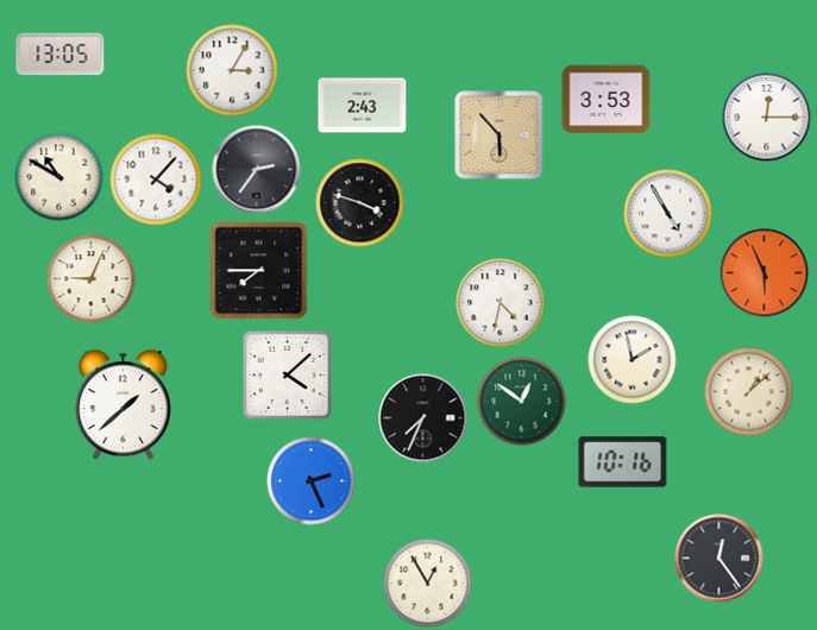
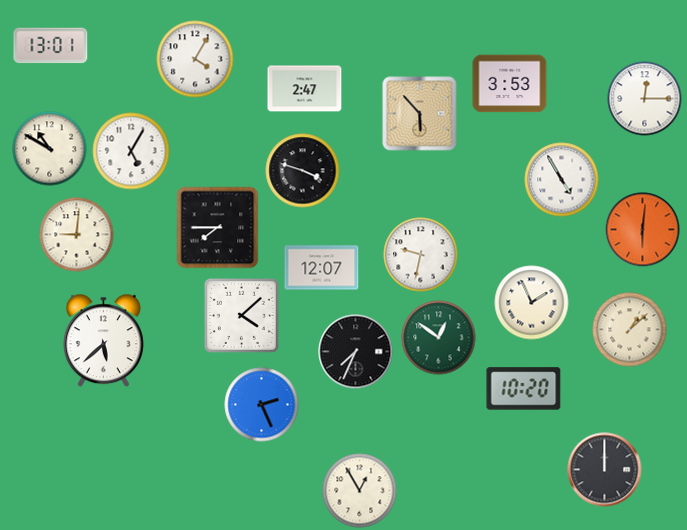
clock at (61, 55): 13:05 -> 13:01
clock at (232, 70): 3:05 -> 4:05
clock at (363, 106): 2:43 -> 2:47
clock at (257, 170): 2:36 -> none
clock at (156, 179): 4:07 -> 5:05
clock at (765, 273): 5:56 -> 6:01
clock at (92, 279): 9:04 -> 9:01
clock at (501, 303): 4:32 -> 9:32
clock at (322, 268): none -> 12:07
clock at (633, 360): 1:58 -> 1:56
clock at (122, 405): 1:38 -> 5:38
clock at (623, 462): 10:16 -> 10:20
clock at (719, 559): 12:24 -> 12:00
